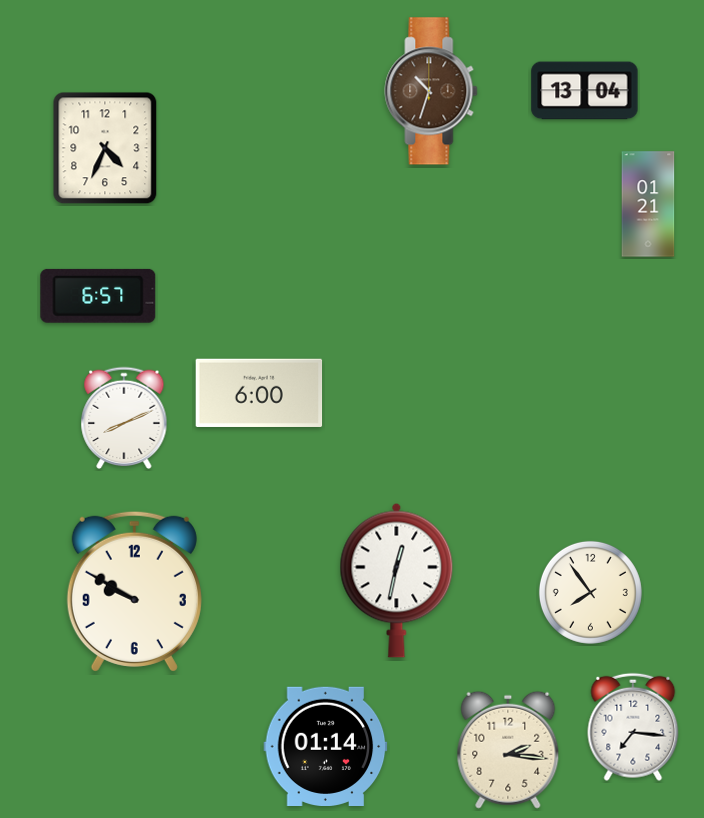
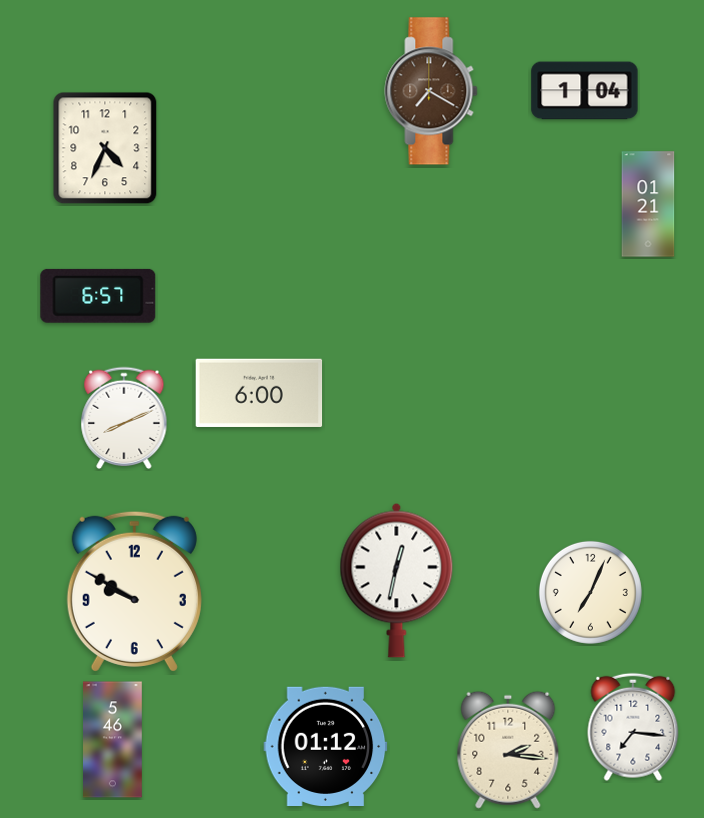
clock at (431, 91): 10:33 -> 7:20
clock at (585, 91): 13:04 -> 1:04
clock at (590, 592): 7:54 -> 7:04
clock at (113, 740): none -> 5:46
clock at (326, 746): 01:14 -> 01:12
